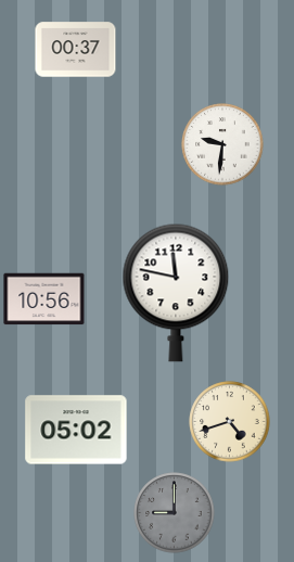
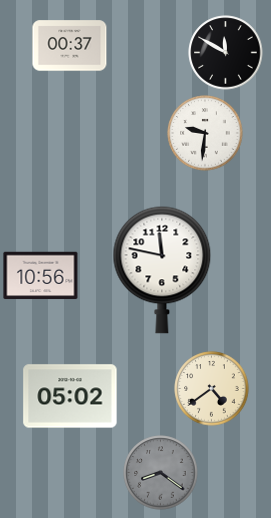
clock at (226, 53): none -> 11:50
clock at (230, 422): 4:42 -> 4:39
clock at (175, 513): 9:00 -> 8:21
